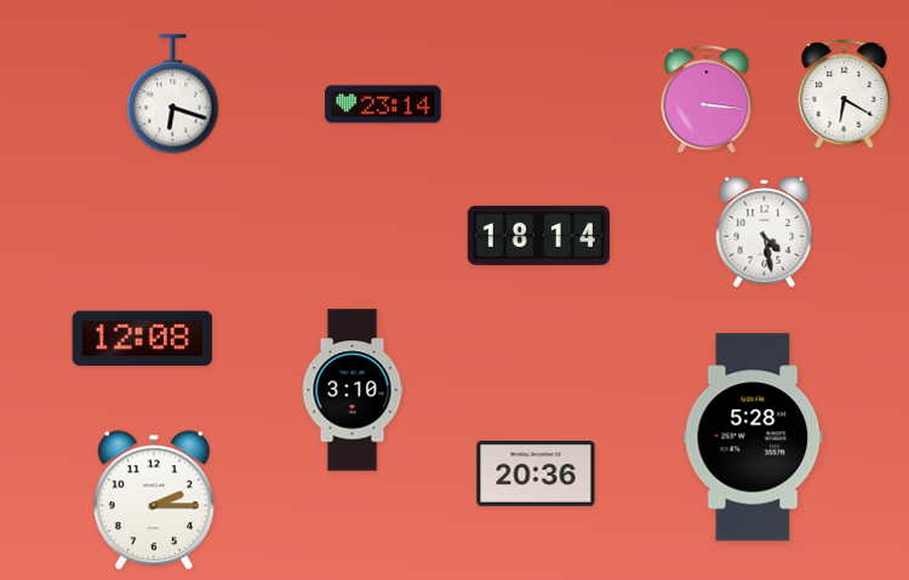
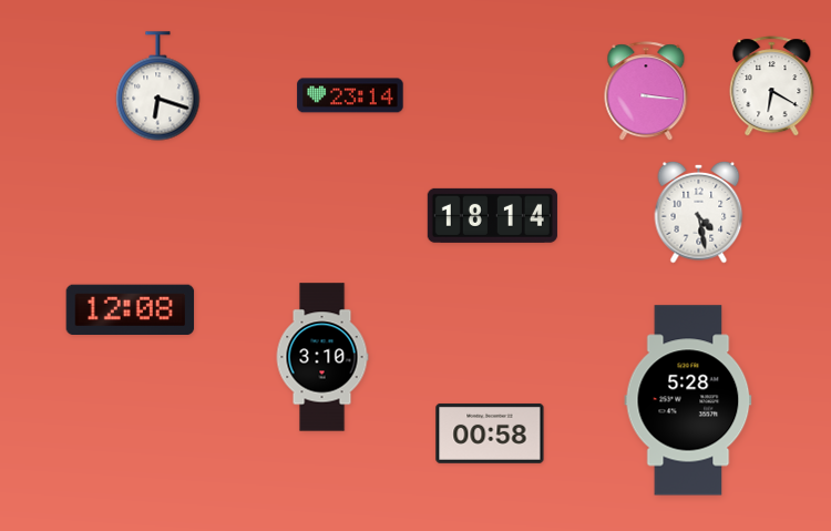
clock at (536, 473): 20:36 -> 00:58
clock at (154, 500): 2:15 -> none
